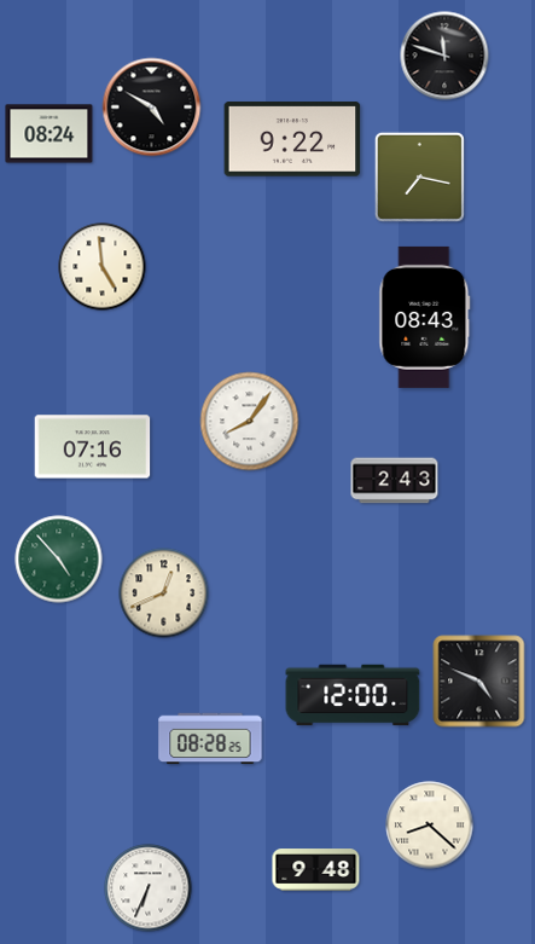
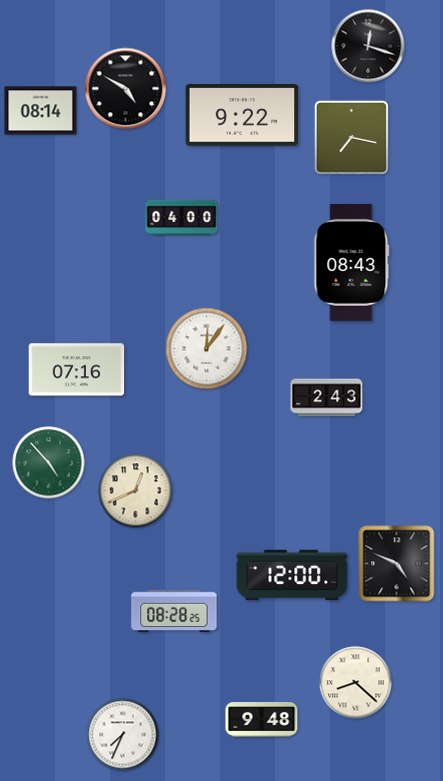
clock at (444, 56): 11:48 -> 12:18
clock at (50, 134): 08:24 -> 08:14
clock at (419, 176) position: (419, 176) -> (351, 137)
clock at (182, 217): none -> 04:00
clock at (103, 267): 4:59 -> none
clock at (250, 422): 8:06 -> 12:06
clock at (149, 888): 6:34 -> 7:34
